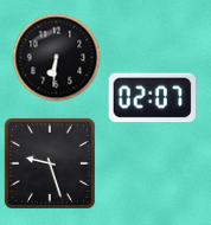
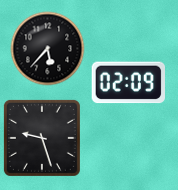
clock at (57, 58): 6:31 -> 5:37
clock at (152, 98): 02:07 -> 02:09
